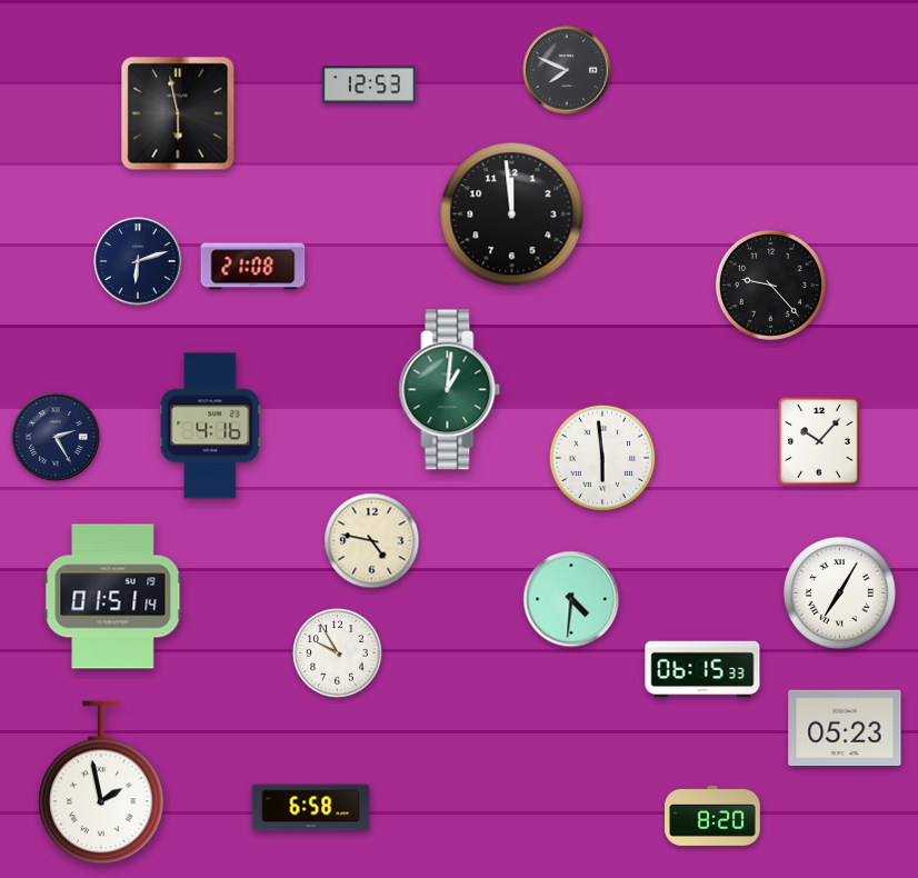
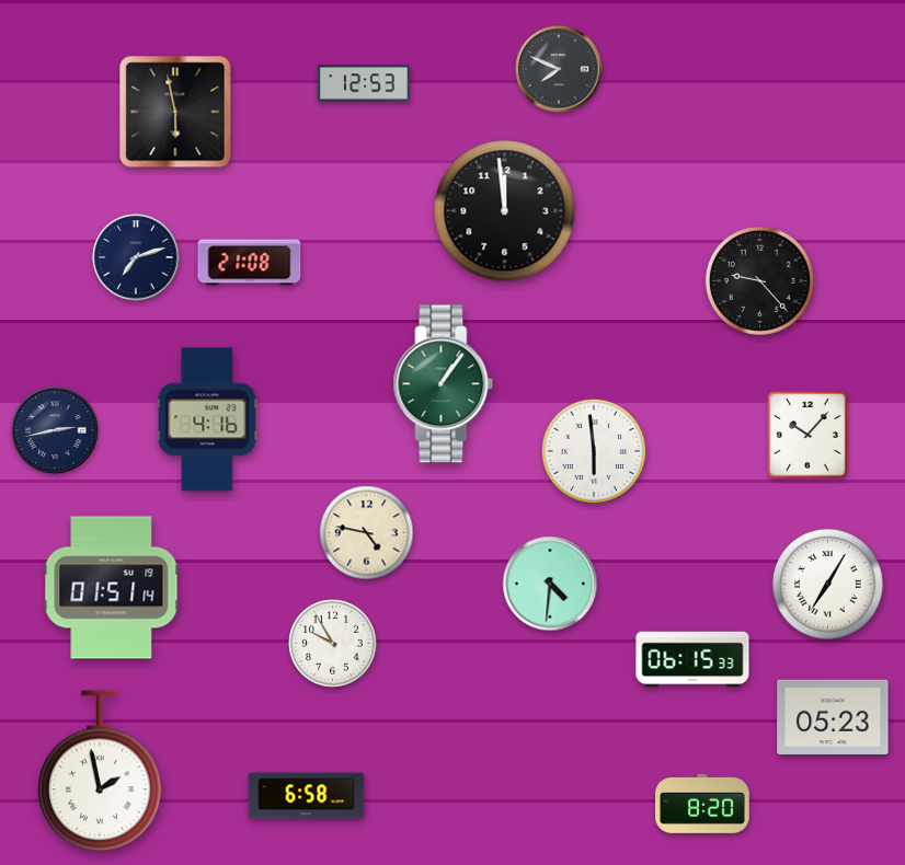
clock at (138, 261): 6:12 -> 7:12
clock at (450, 390): 1:01 -> 1:06
clock at (56, 437): 2:25 -> 2:43
clock at (571, 599) position: (571, 599) -> (550, 584)
